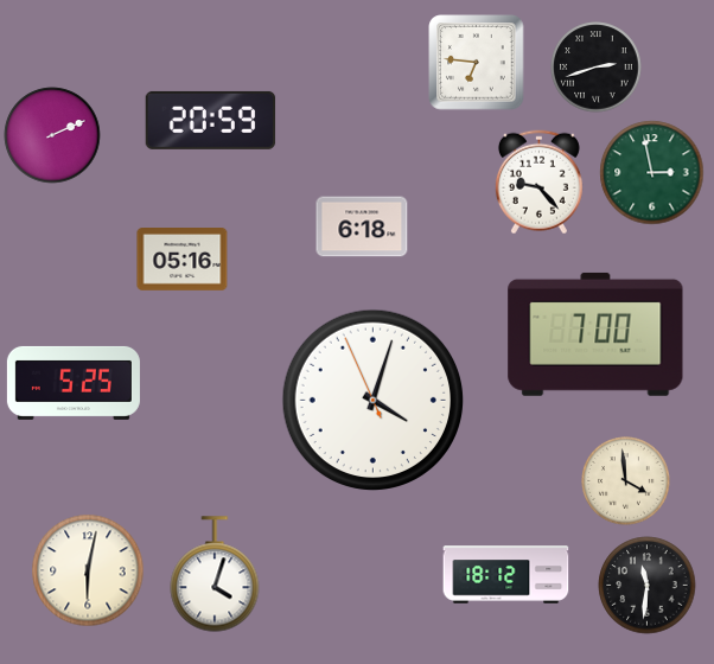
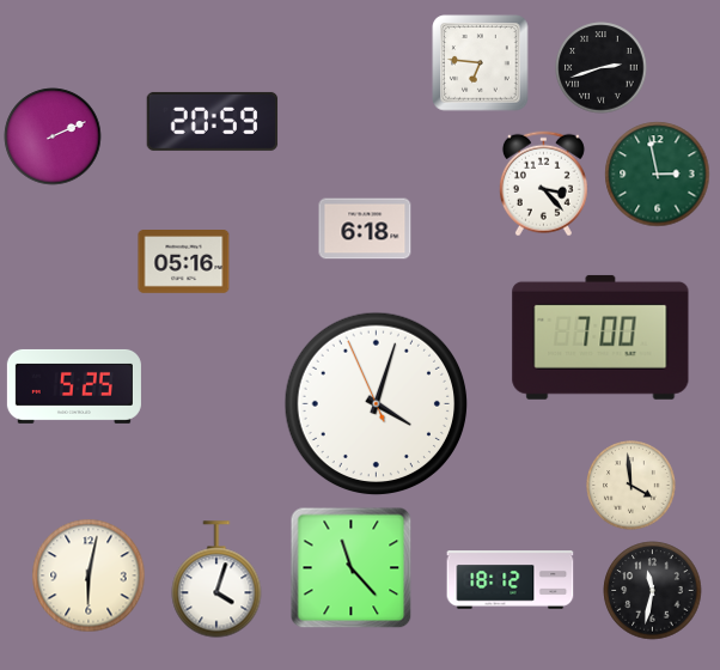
clock at (538, 183): 9:23 -> 3:23
clock at (352, 568): none -> 11:23
clock at (648, 586): 11:31 -> 11:32
